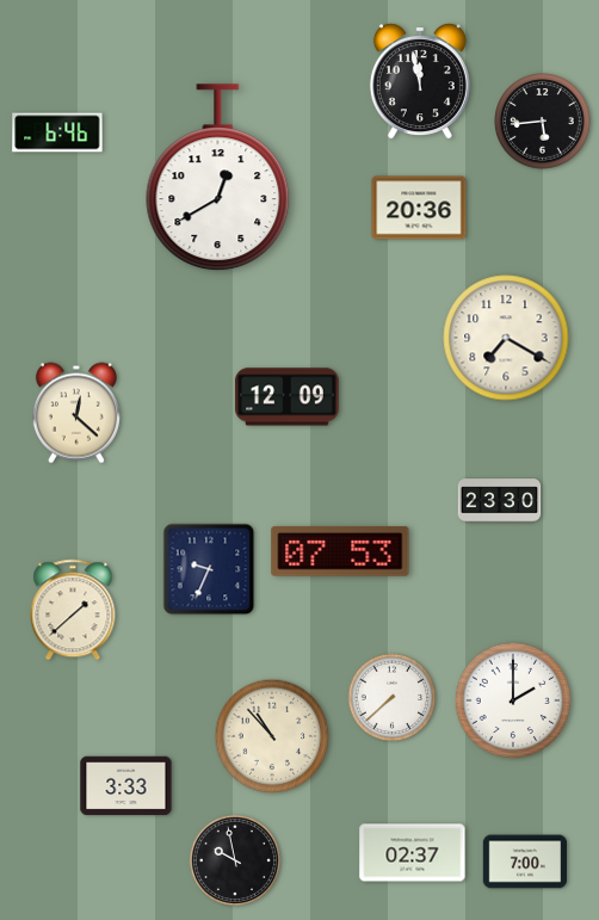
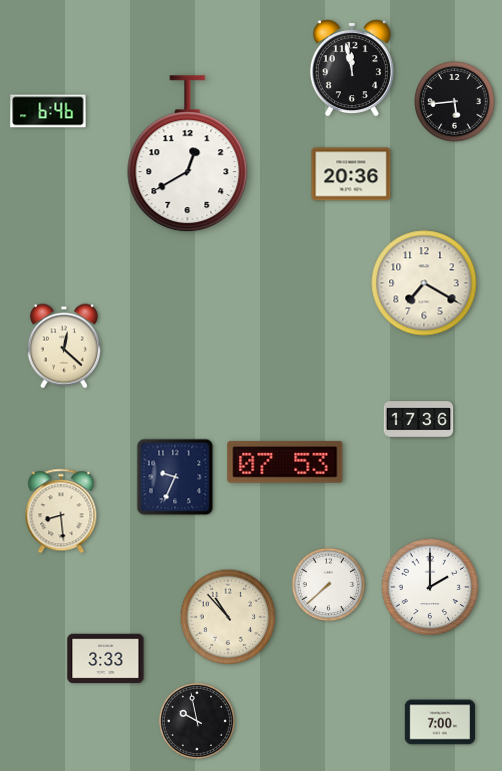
clock at (218, 178) position: (218, 178) -> (188, 154)
clock at (288, 397): 12:09 -> none
clock at (500, 501): 23:30 -> 17:36
clock at (73, 610): 1:38 -> 8:29
clock at (413, 853): 02:37 -> none
